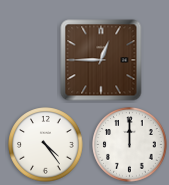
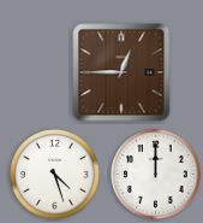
clock at (46, 145): 4:24 -> 4:27
